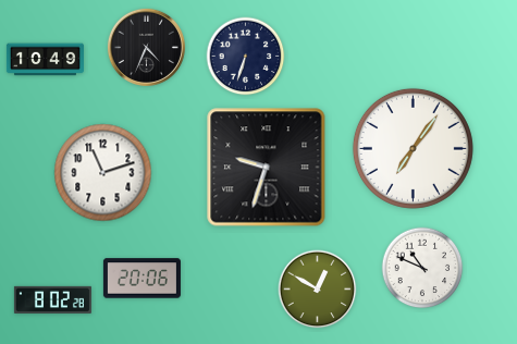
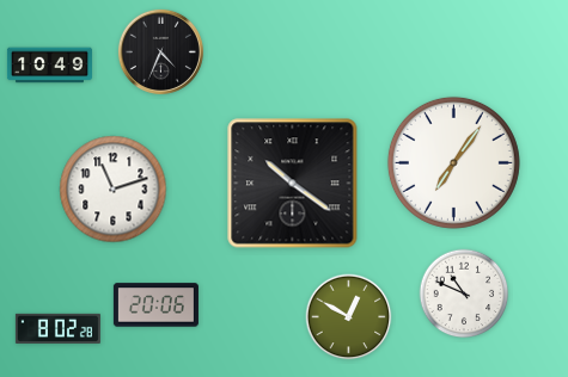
clock at (246, 57): 6:33 -> none
clock at (267, 168): 9:33 -> 10:21
